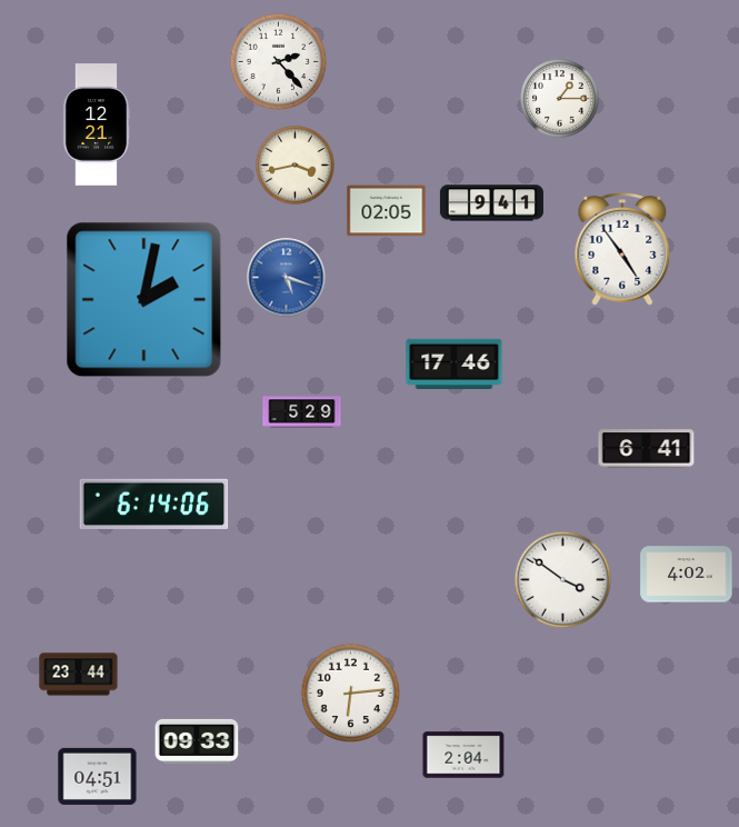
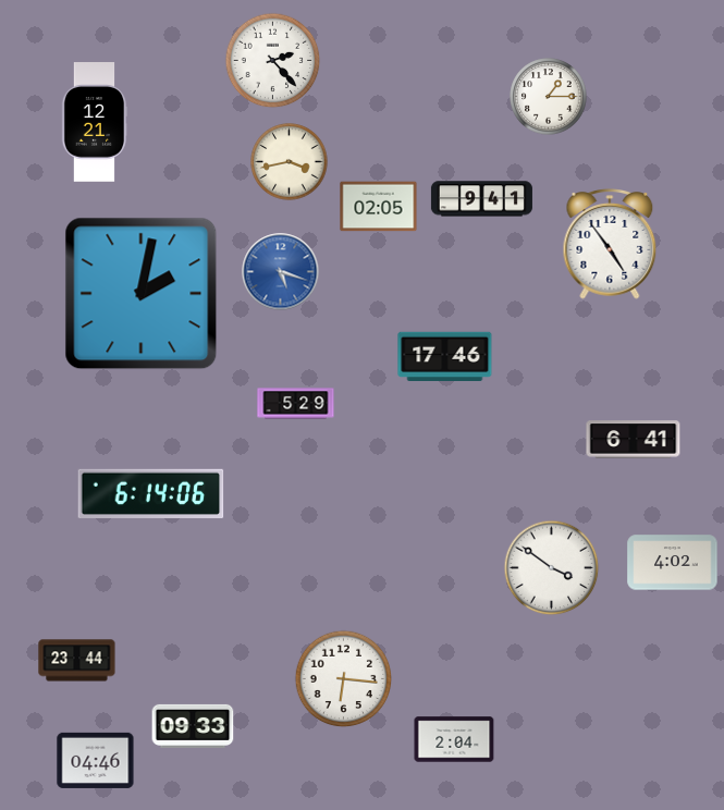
clock at (351, 694): 6:14 -> 6:16
clock at (98, 776): 04:51 -> 04:46
